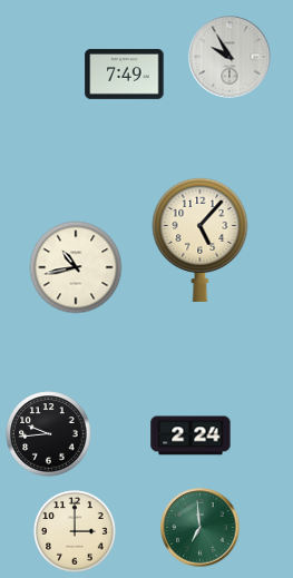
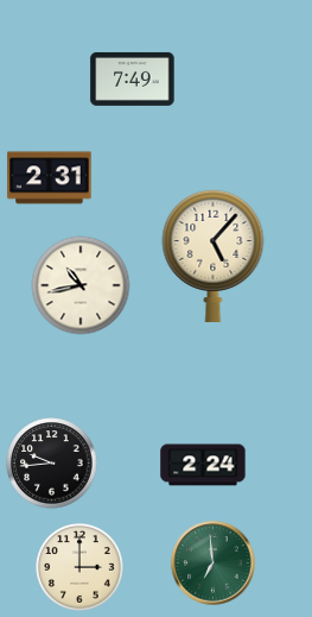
clock at (229, 57): 9:55 -> none
clock at (50, 178): none -> 2:31
